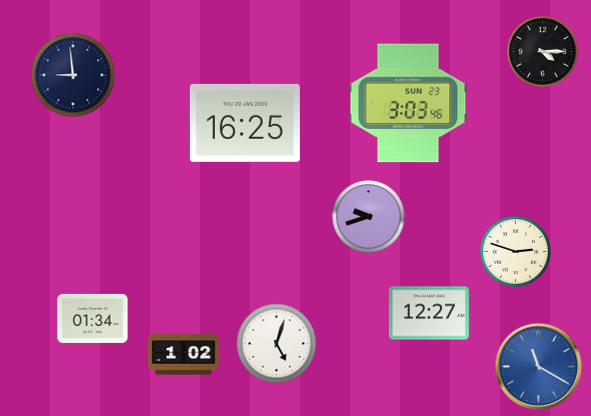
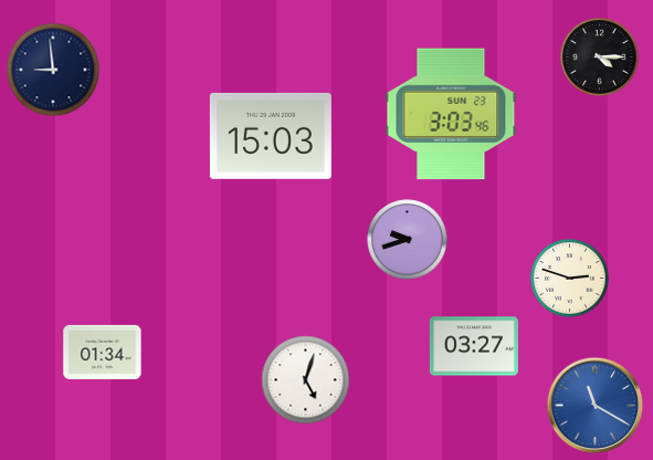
clock at (73, 75) position: (73, 75) -> (53, 70)
clock at (245, 123): 16:25 -> 15:03
clock at (429, 313): 12:27 -> 03:27
clock at (184, 355): 1:02 -> none
